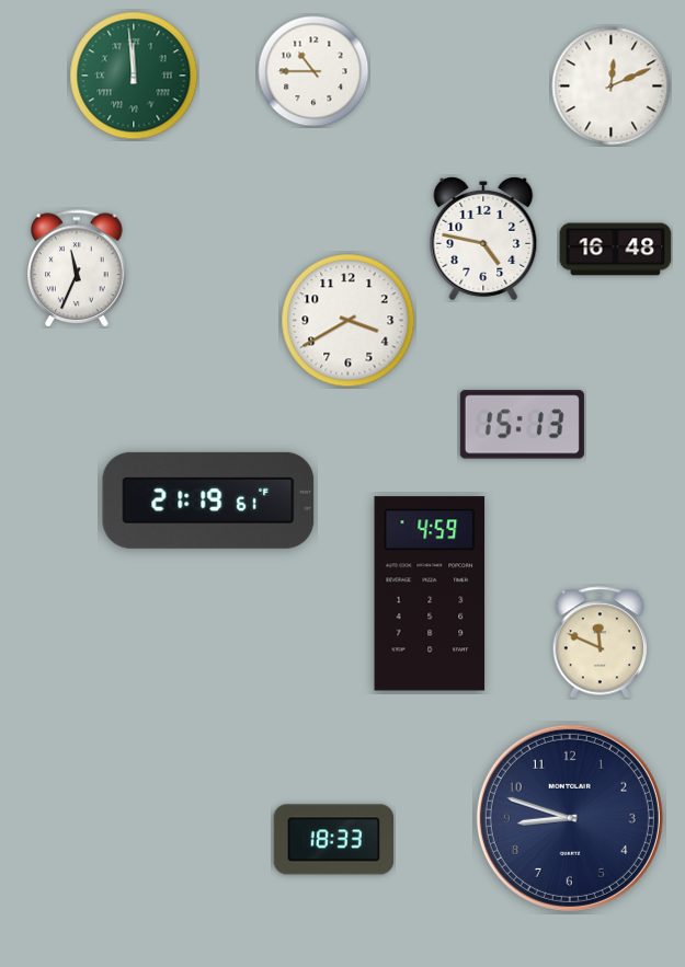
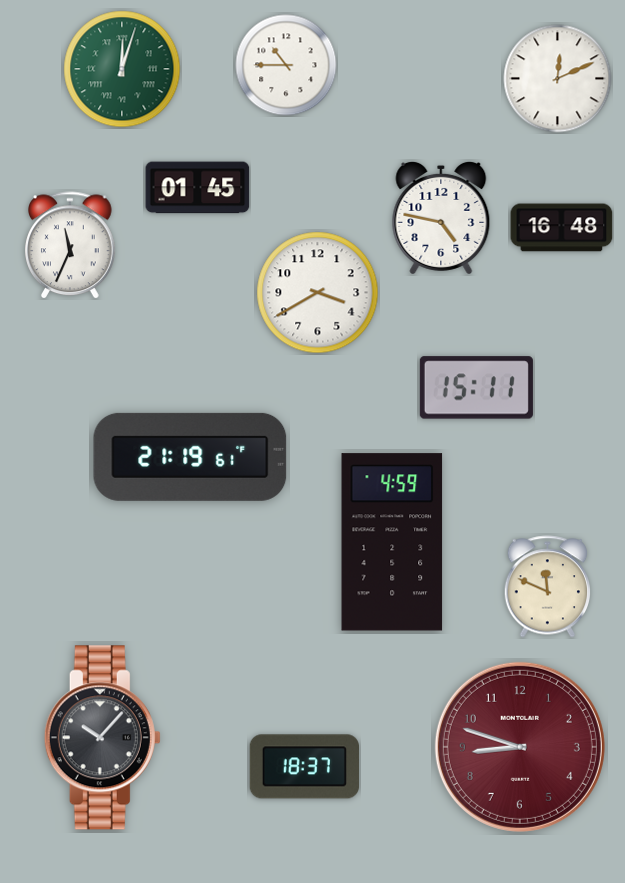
clock at (134, 76): 11:59 -> 12:03
clock at (198, 188): none -> 01:45
clock at (522, 425): 15:13 -> 15:11
clock at (102, 738): none -> 10:07
clock at (570, 818) dial: navy -> burgundy
clock at (333, 840): 18:33 -> 18:37
